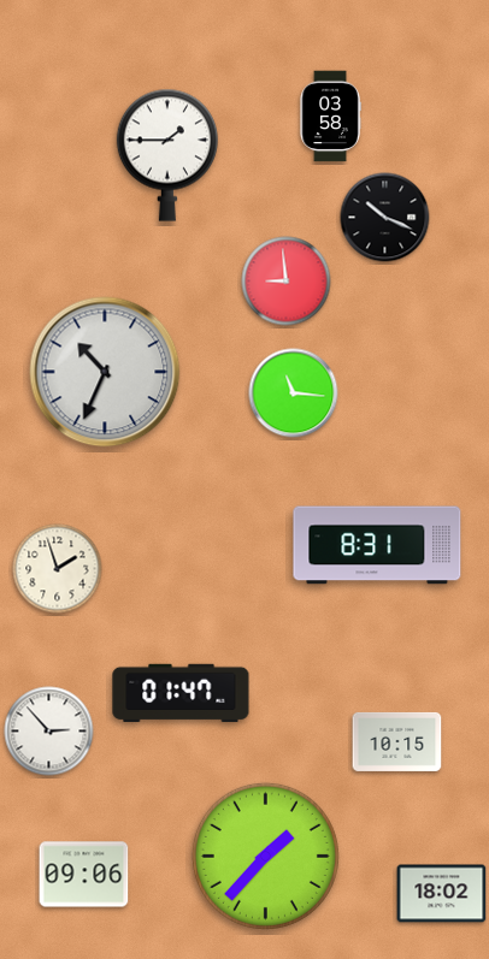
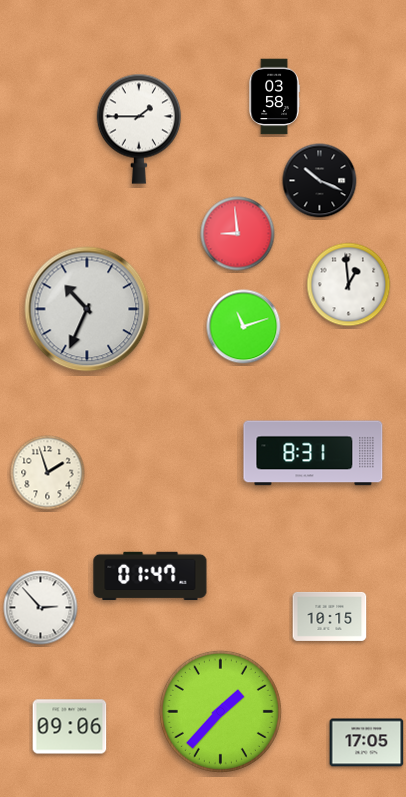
clock at (349, 285): none -> 12:59
clock at (294, 393): 11:16 -> 11:12
clock at (442, 894): 18:02 -> 17:05
